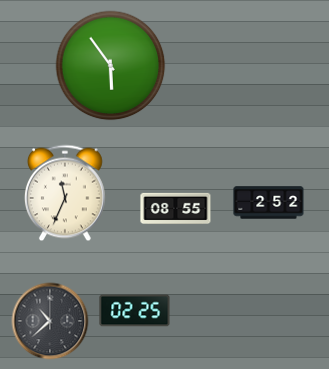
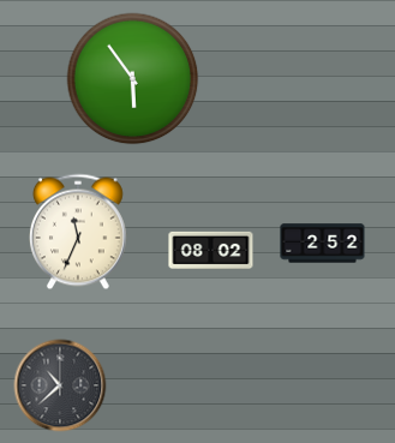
clock at (176, 208): 08:55 -> 08:02
clock at (135, 311): 02:25 -> none
